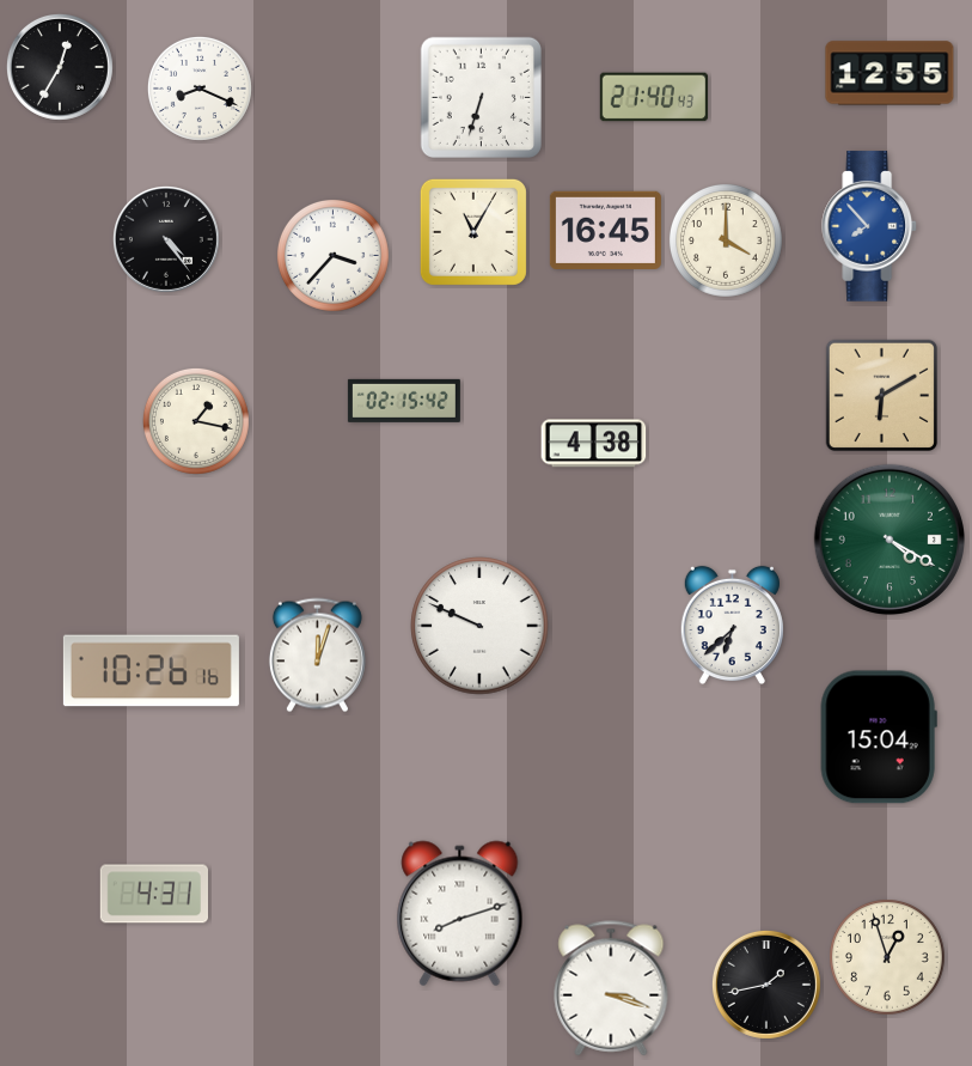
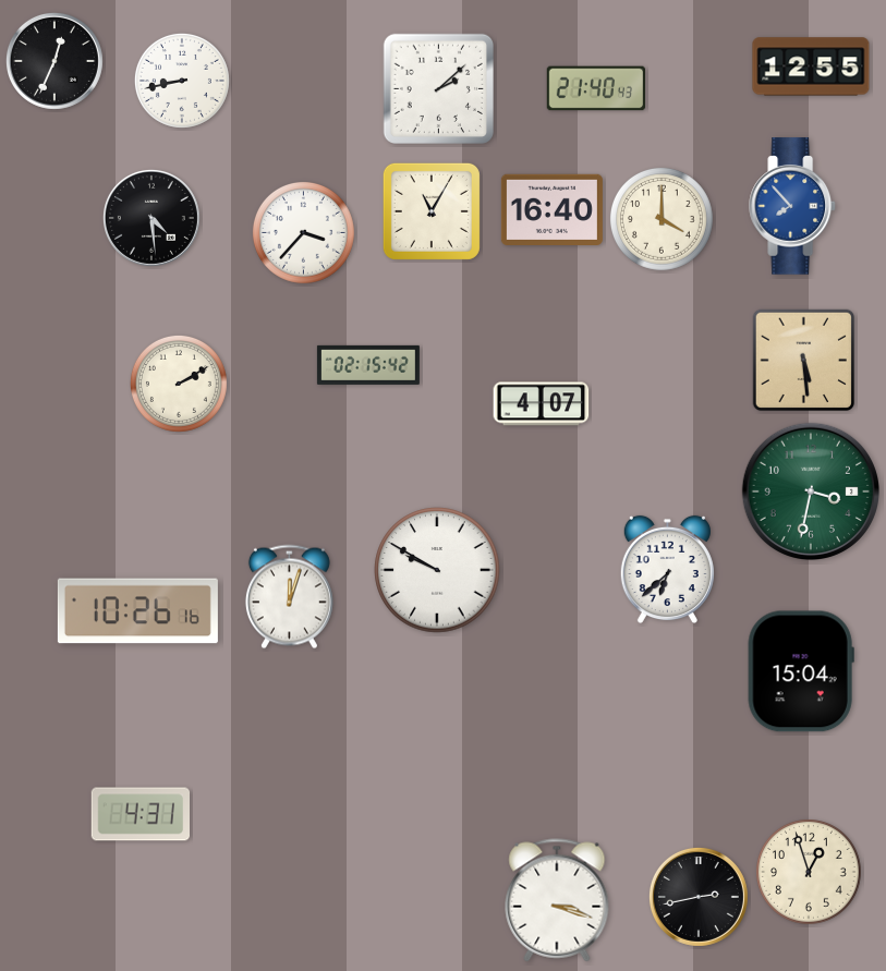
clock at (60, 67): 12:35 -> 12:34
clock at (200, 89): 8:19 -> 8:43
clock at (481, 97): 6:33 -> 2:08
clock at (605, 230): 16:45 -> 16:40
clock at (166, 239): 4:24 -> 4:29
clock at (882, 396): 6:10 -> 5:29
clock at (196, 421): 1:17 -> 2:10
clock at (594, 444): 4:38 -> 4:07
clock at (888, 538): 4:20 -> 3:32
clock at (479, 626): 9:49 -> 9:50
clock at (460, 914): 8:12 -> none
clock at (766, 985): 1:43 -> 2:43
